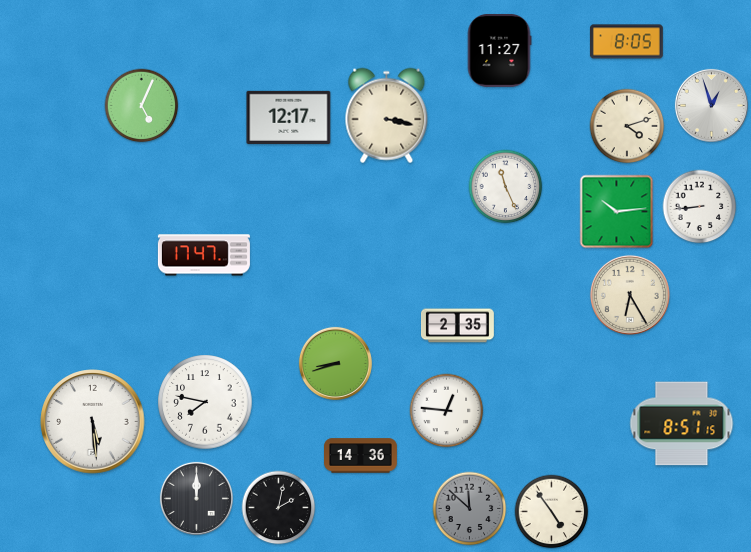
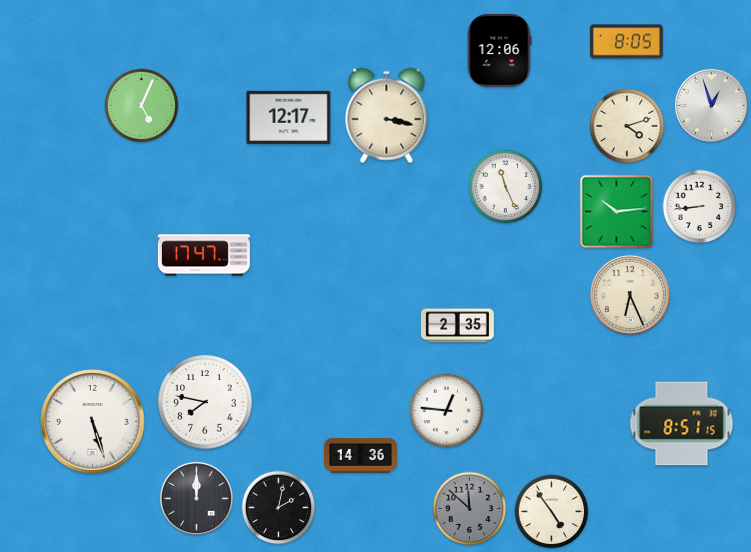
clock at (499, 50): 11:27 -> 12:06
clock at (630, 295): 6:25 -> 6:26
clock at (335, 363): 8:42 -> none
clock at (93, 422): 5:29 -> 5:27
